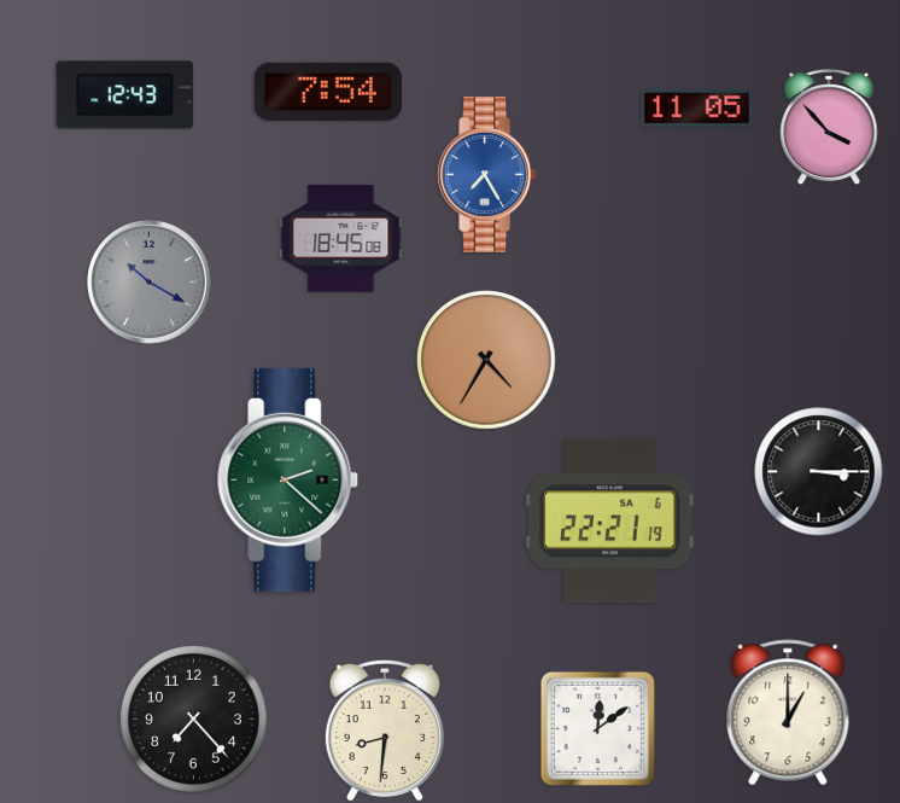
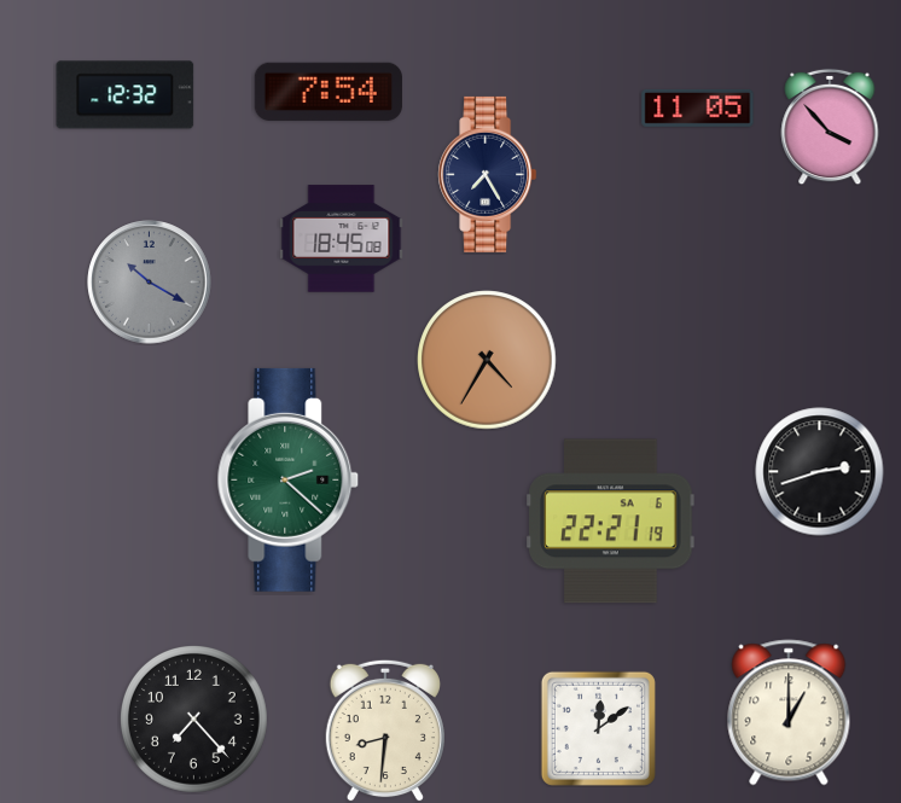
clock at (125, 95): 12:43 -> 12:32
clock at (487, 174) dial: blue -> navy
clock at (819, 472): 3:15 -> 2:42
